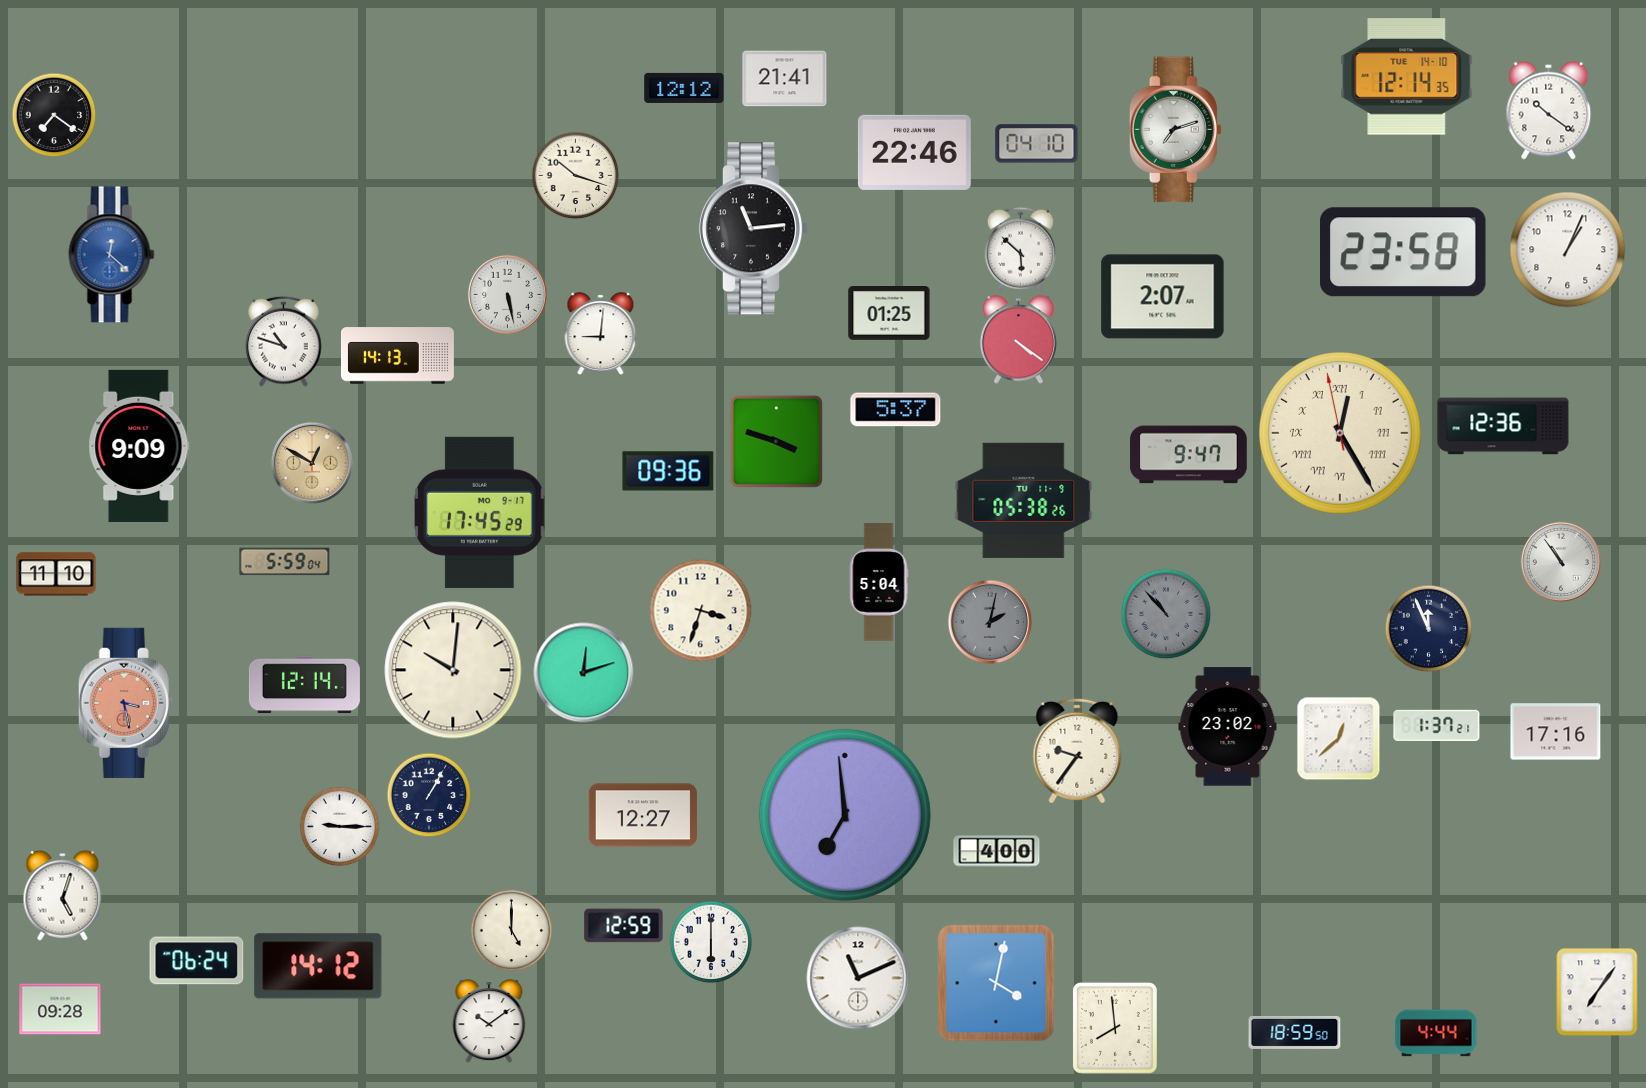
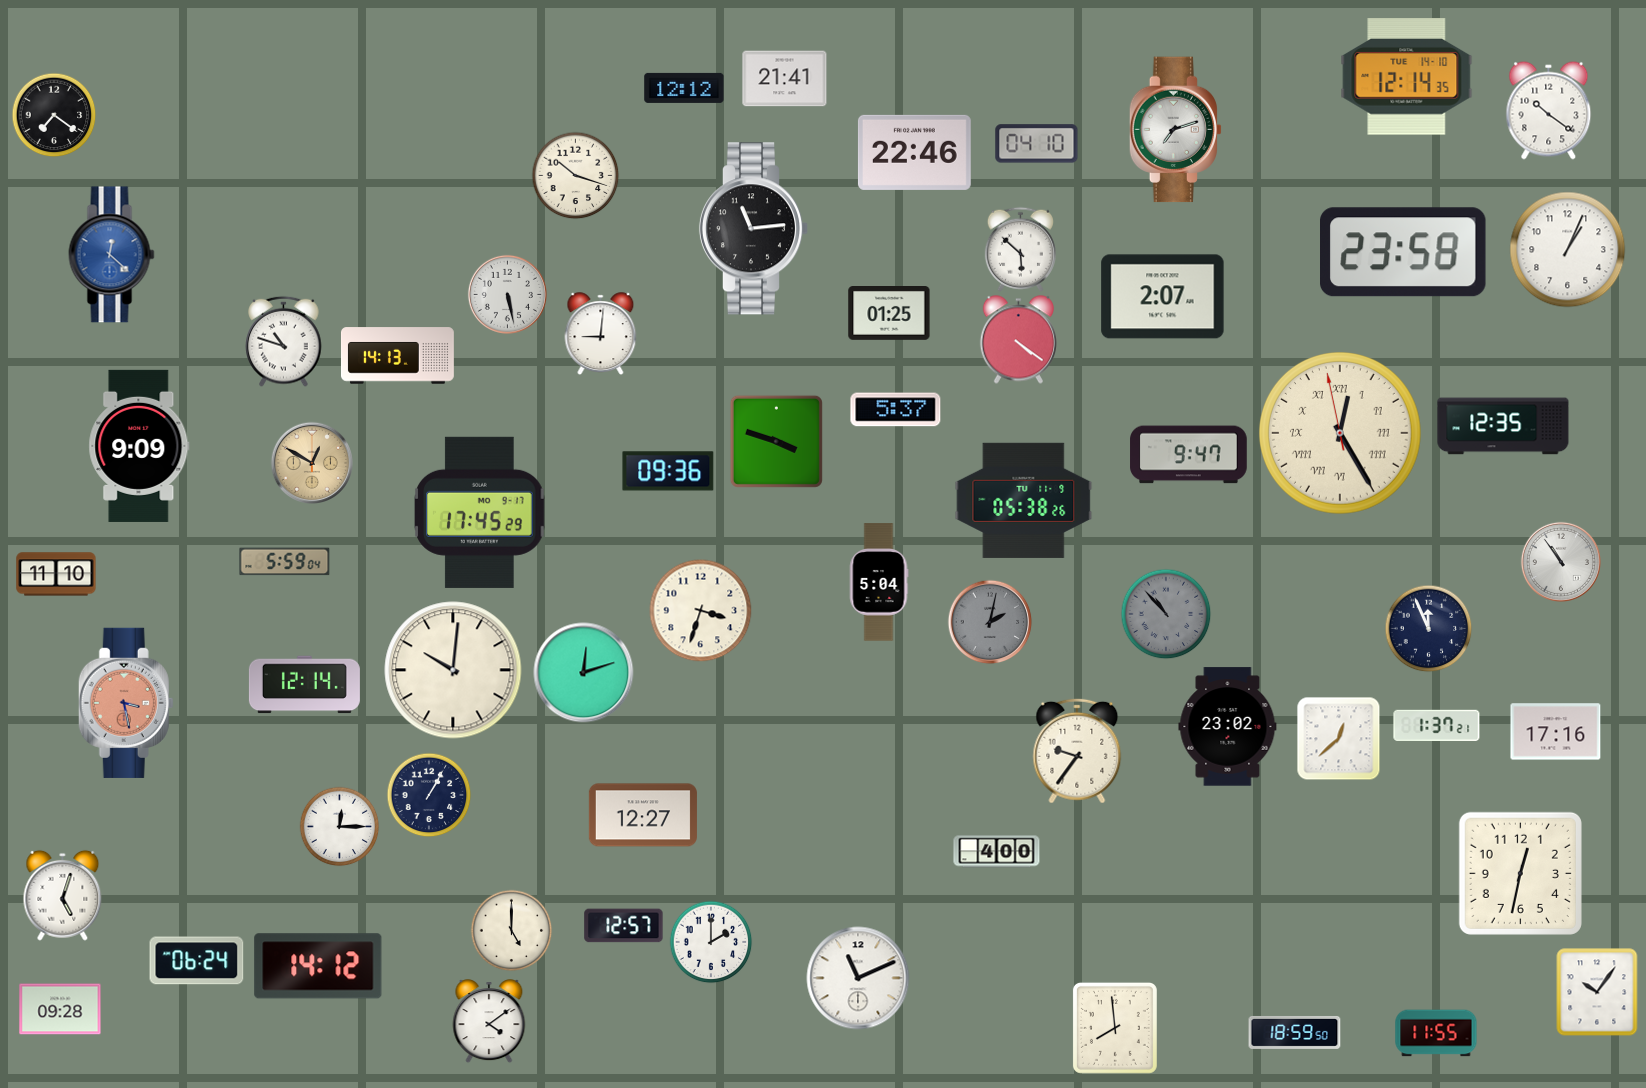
clock at (1503, 426): 12:36 -> 12:35
clock at (845, 815): 6:59 -> none
clock at (339, 826): 9:15 -> 12:15
clock at (1520, 873): none -> 12:32
clock at (624, 926): 12:59 -> 12:57
clock at (711, 942): 6:00 -> 2:00
clock at (996, 983): 4:02 -> none
clock at (1597, 992): 7:06 -> 10:06
clock at (489, 1021): 10:09 -> 4:09
clock at (1436, 1033): 4:44 -> 11:55
